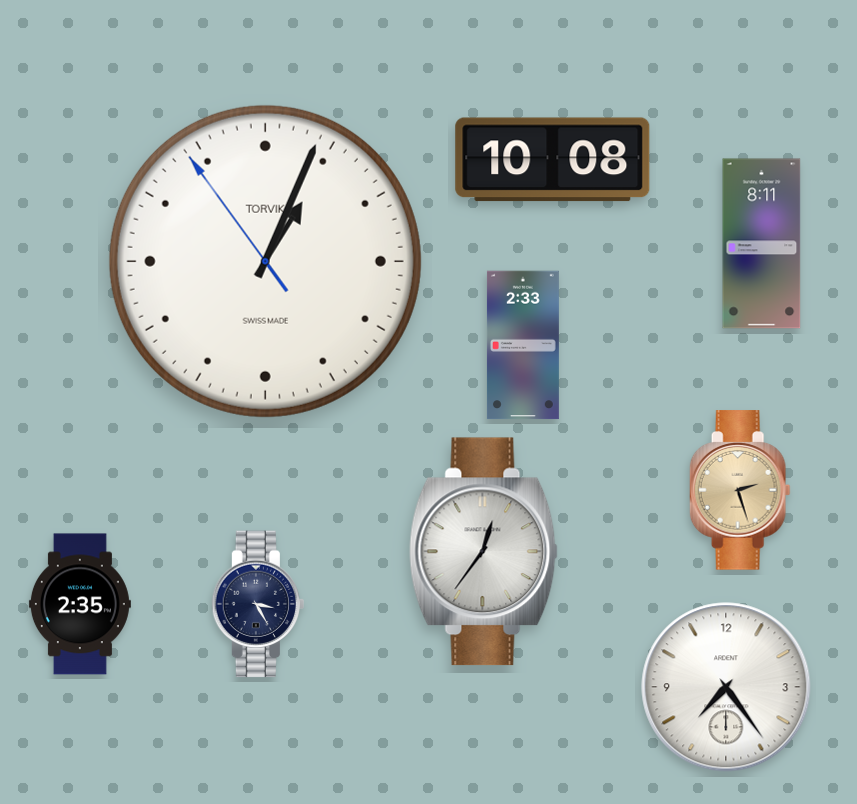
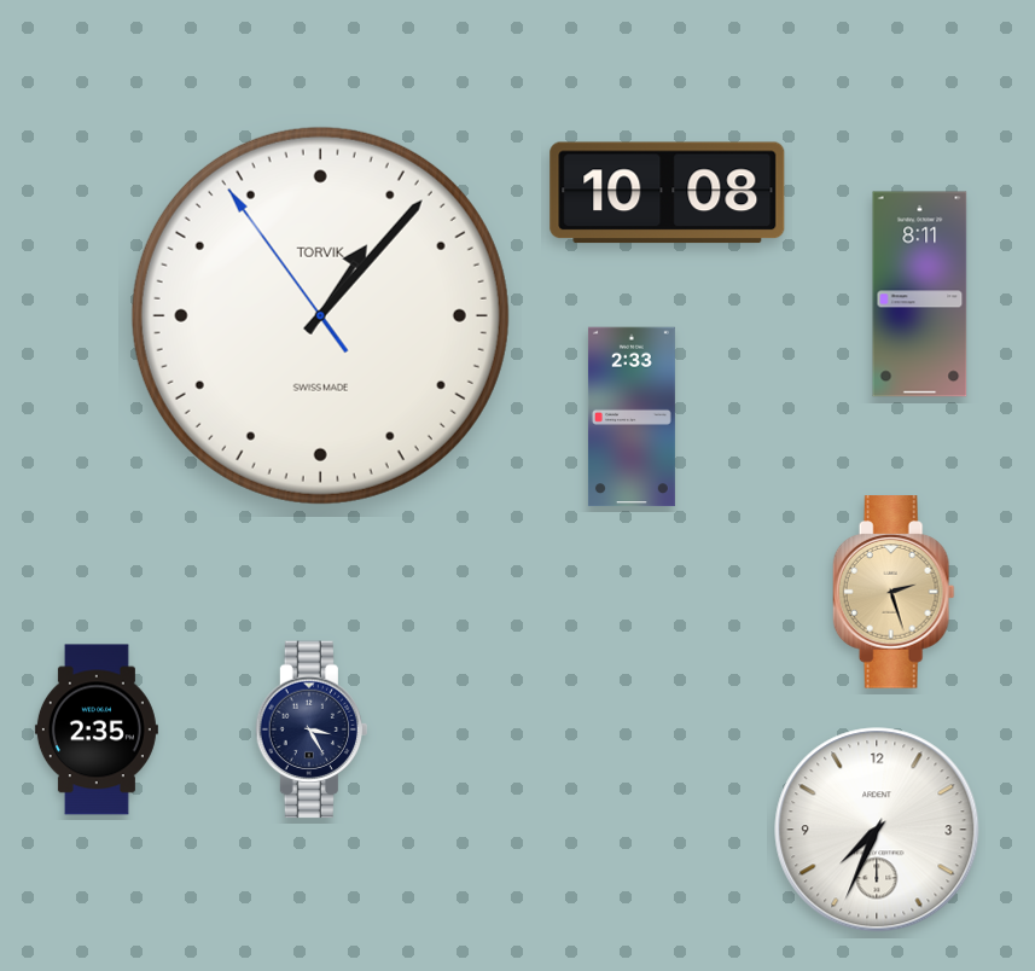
clock at (265, 261): 1:03 -> 1:06
clock at (483, 552): 12:36 -> none
clock at (726, 687): 7:24 -> 7:34
